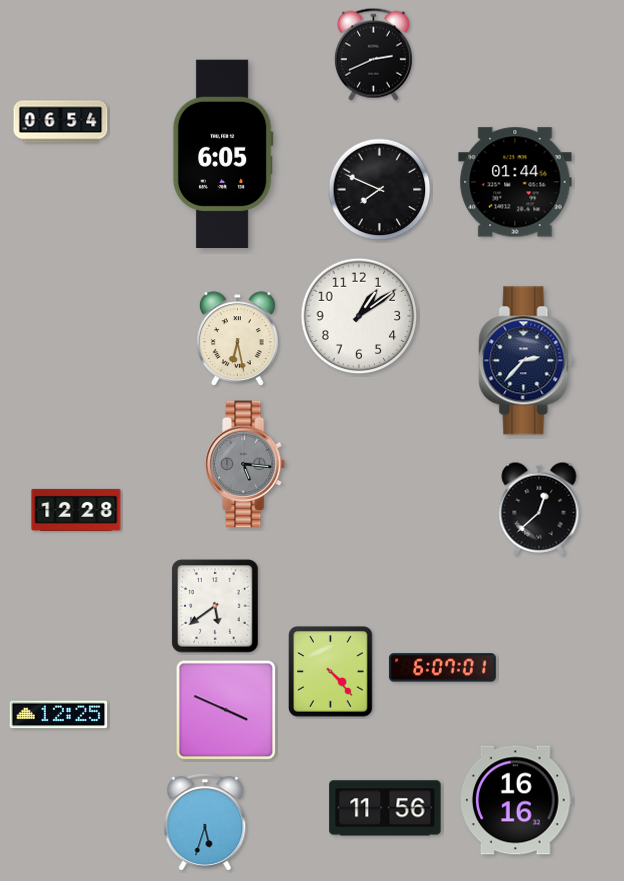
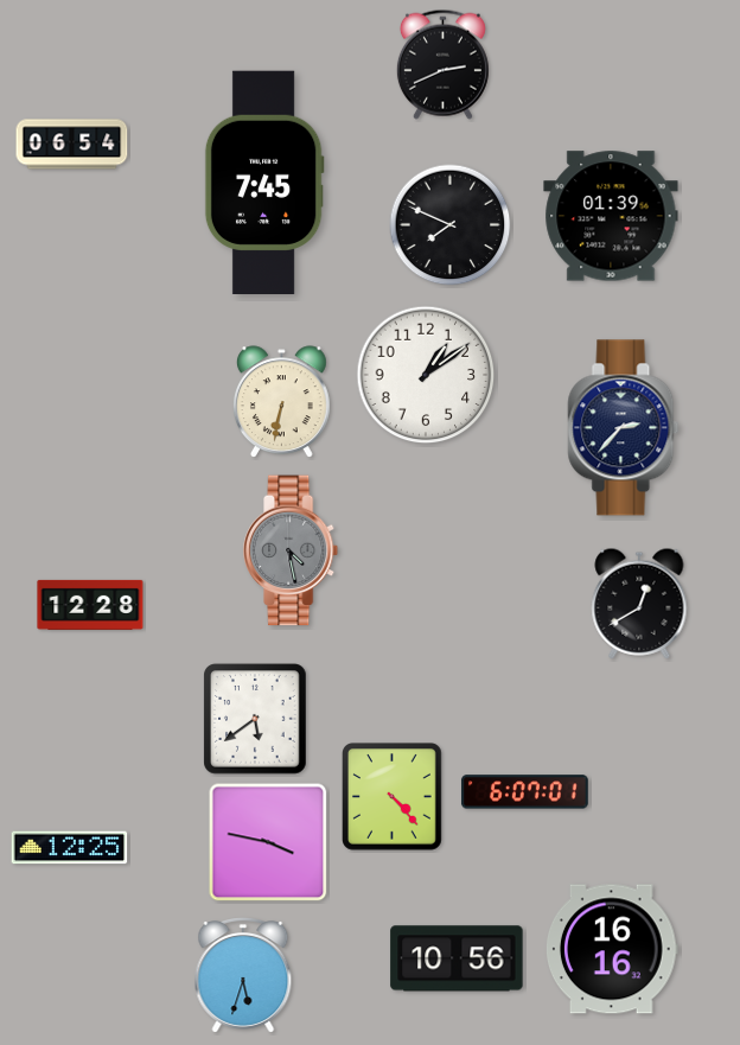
clock at (223, 153): 6:05 -> 7:45
clock at (515, 182): 01:44 -> 01:39
clock at (238, 339): 6:28 -> 6:32
clock at (246, 464): 5:16 -> 4:28
clock at (539, 509): 12:38 -> 12:40
clock at (226, 710): 3:49 -> 3:47
clock at (385, 808): 11:56 -> 10:56
